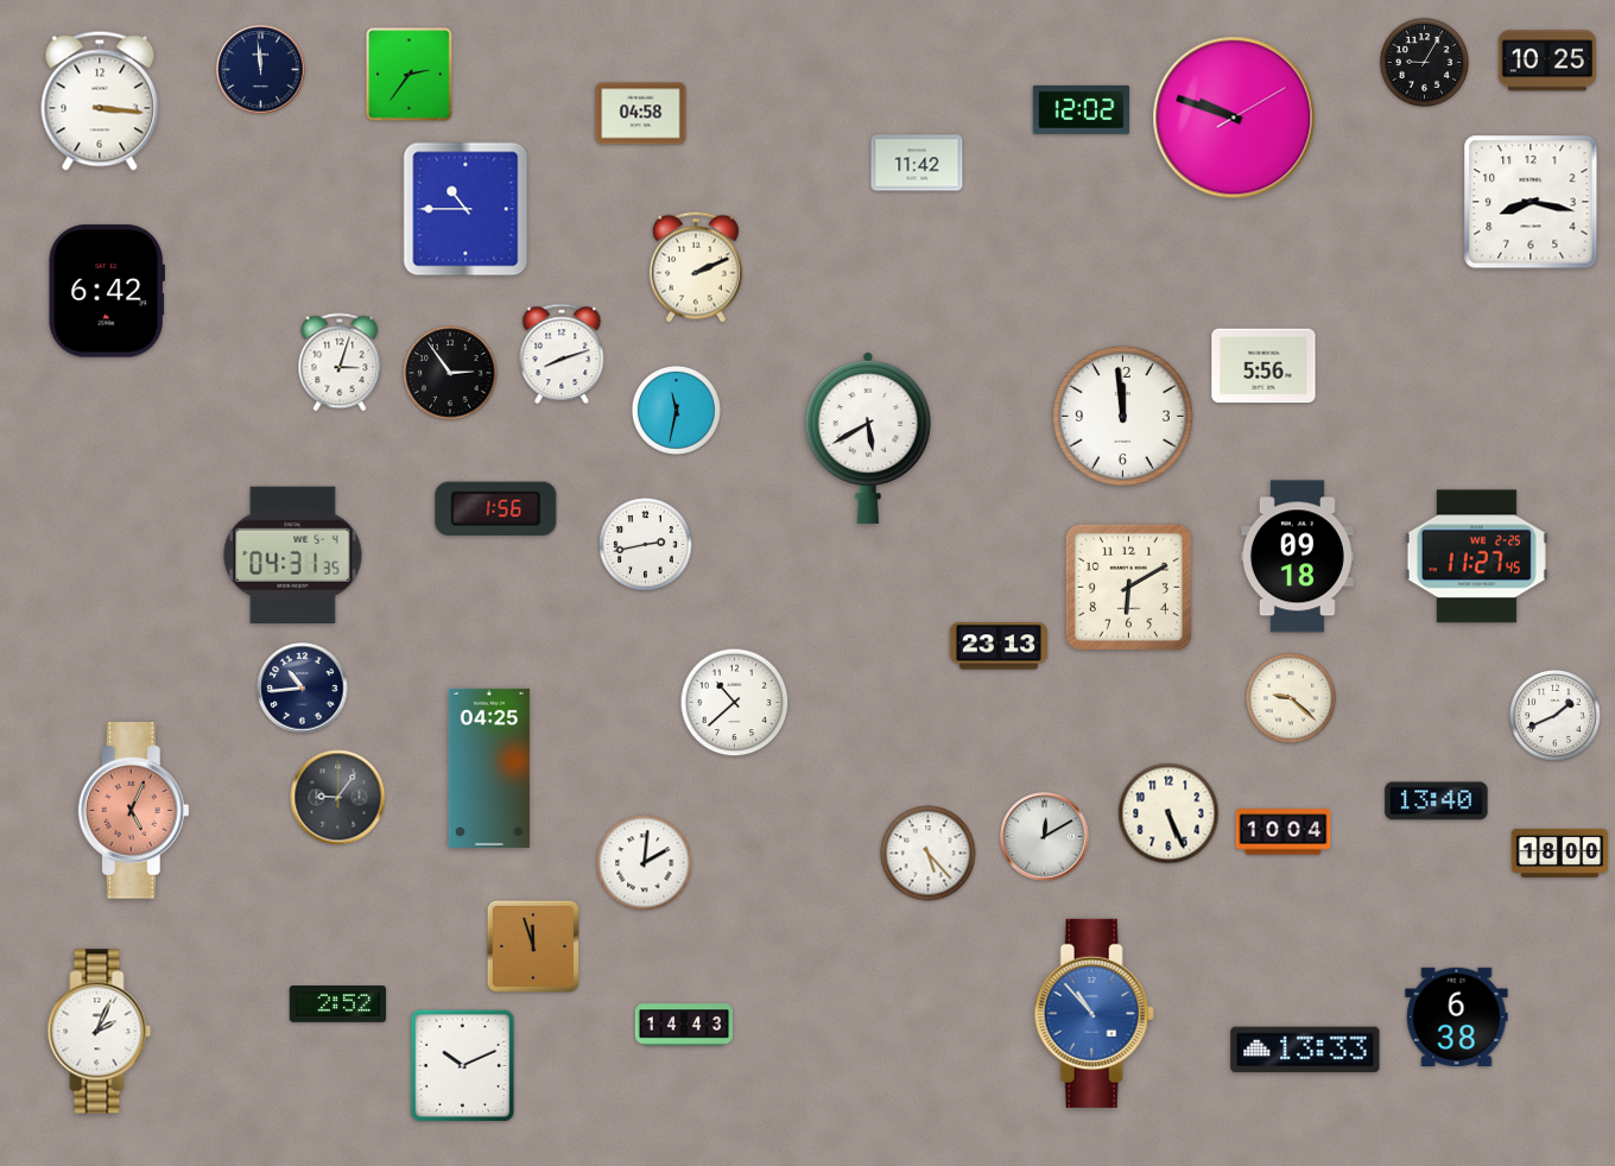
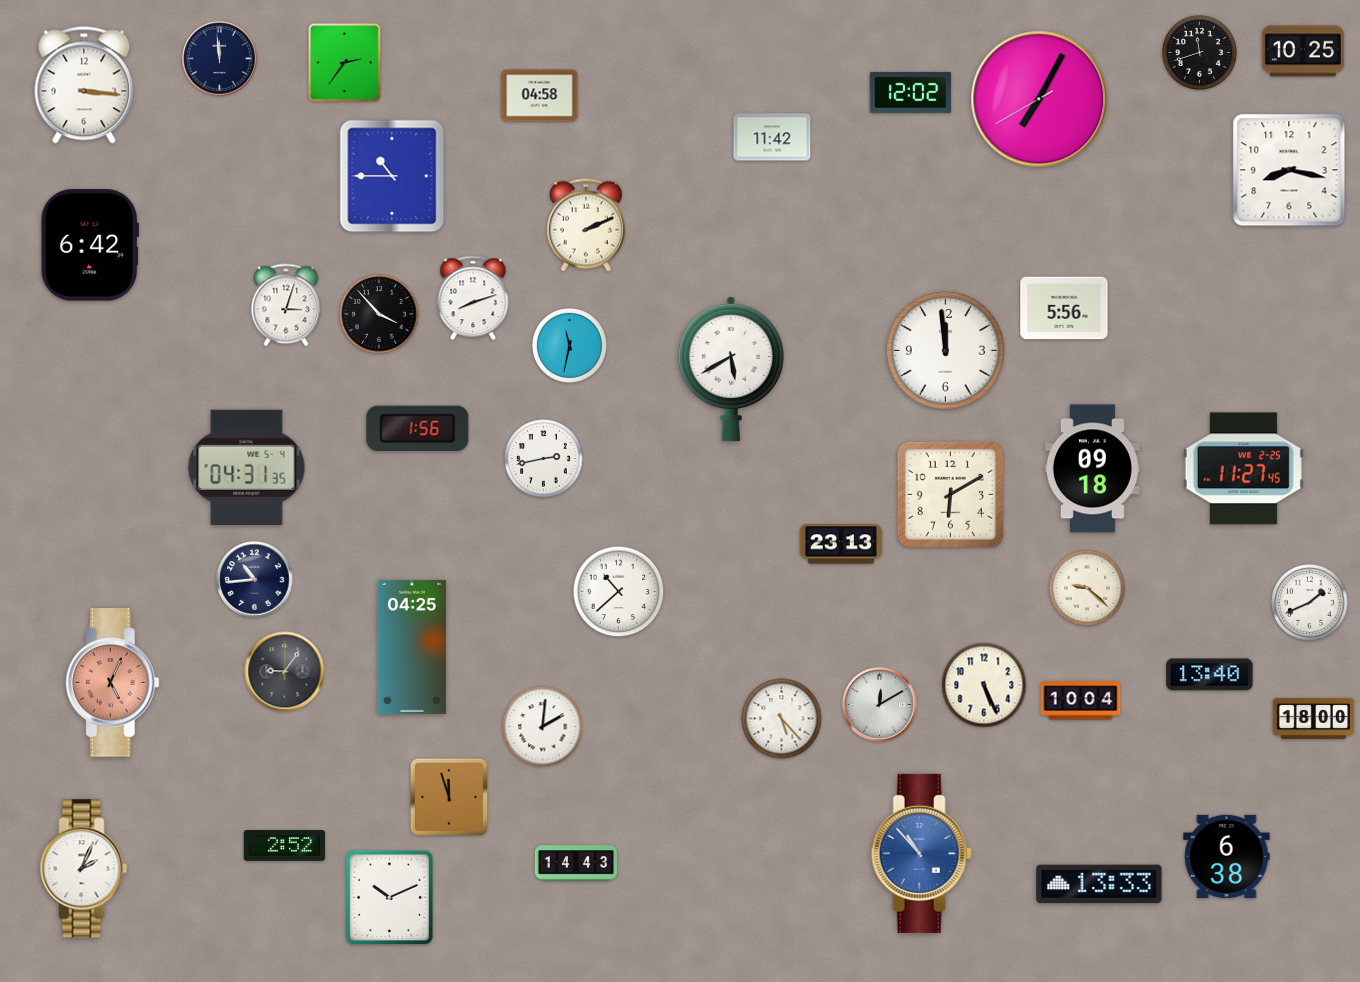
clock at (1424, 62): 9:05 -> 11:42
clock at (1234, 118): 9:48 -> 7:04
clock at (450, 373): 2:54 -> 3:53
